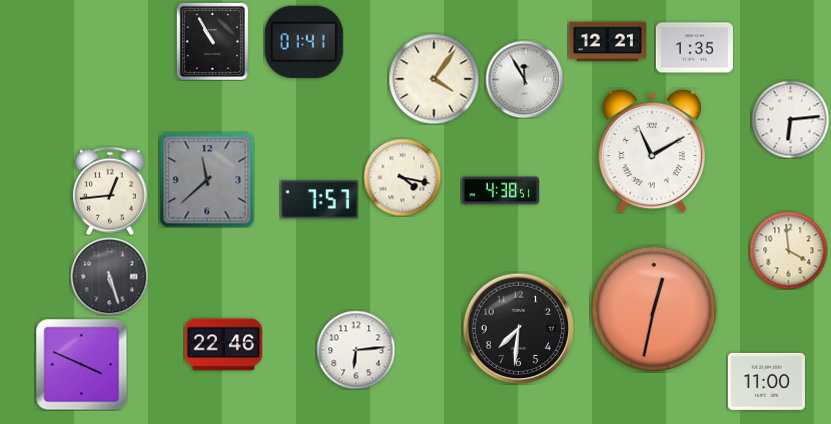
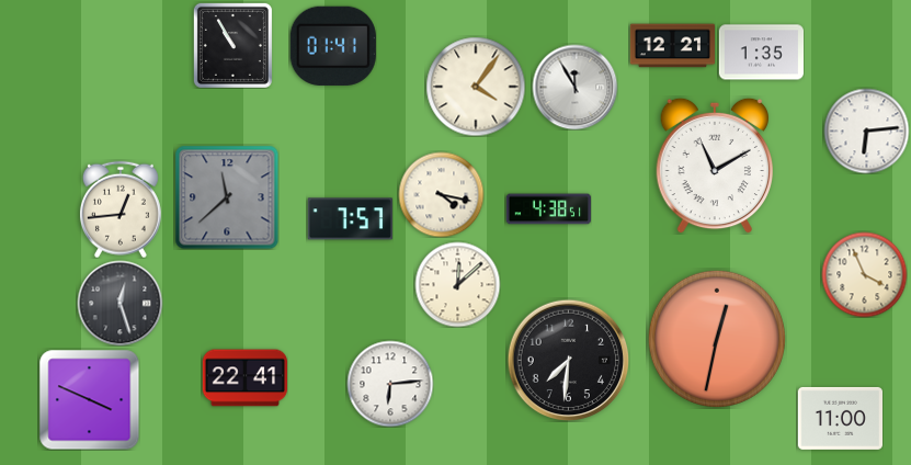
clock at (607, 42) position: (607, 42) -> (672, 46)
clock at (788, 250): 3:59 -> 3:56
clock at (457, 284): none -> 12:08
clock at (109, 276): 5:27 -> 12:27
clock at (223, 345): 22:46 -> 22:41
